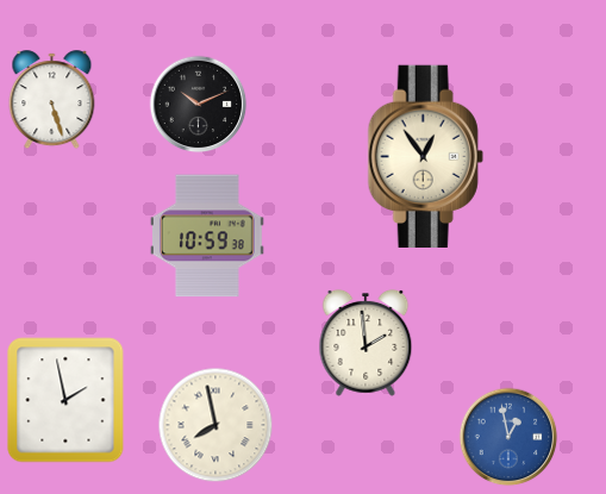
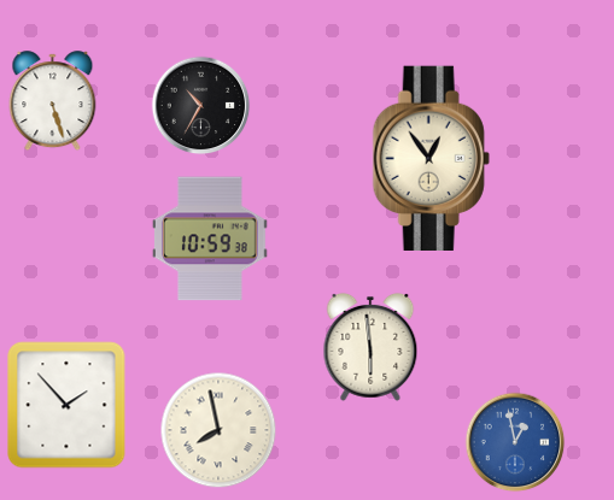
clock at (198, 104): 10:11 -> 10:35
clock at (366, 343): 1:59 -> 5:59
clock at (65, 400): 1:58 -> 1:53
